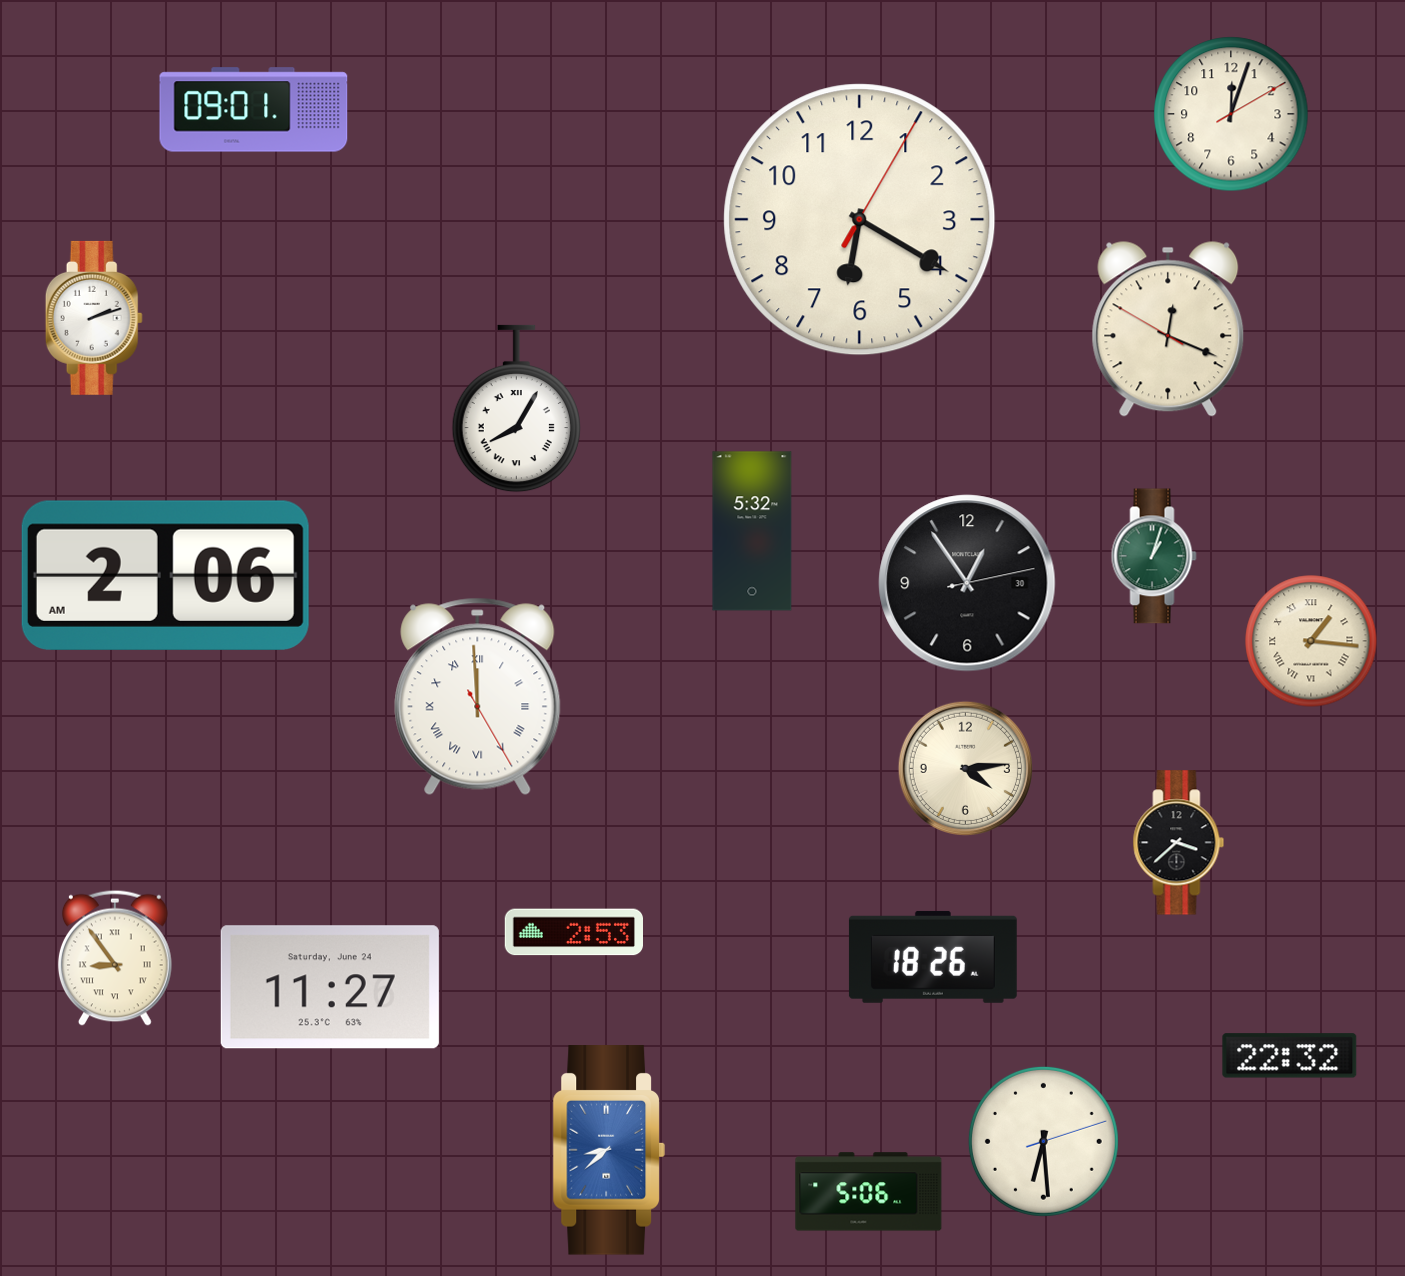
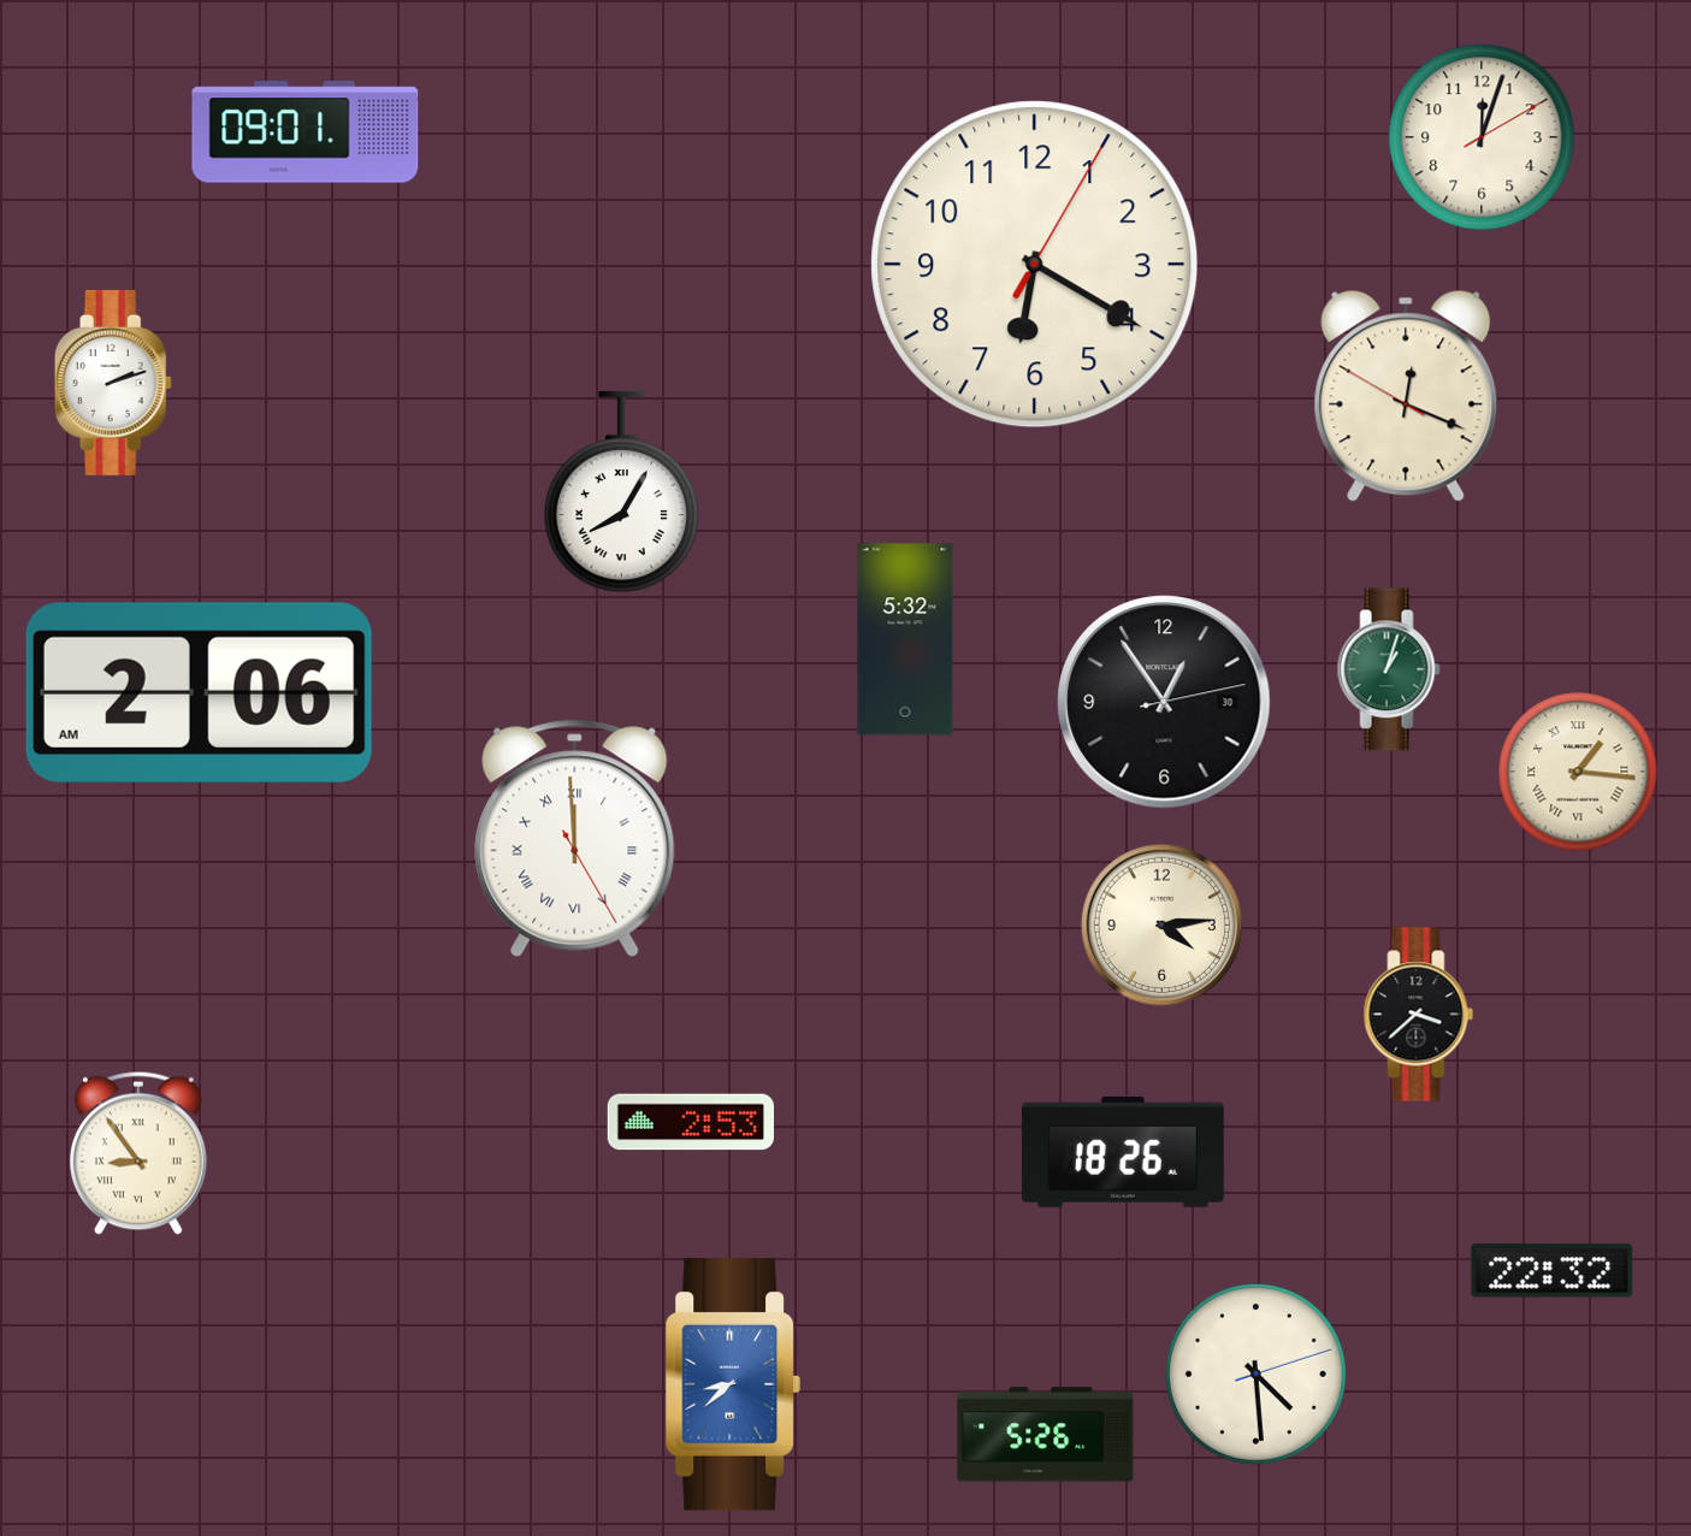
clock at (330, 987): 11:27 -> none
clock at (1043, 1141): 6:29 -> 4:29
clock at (869, 1192): 5:06 -> 5:26
